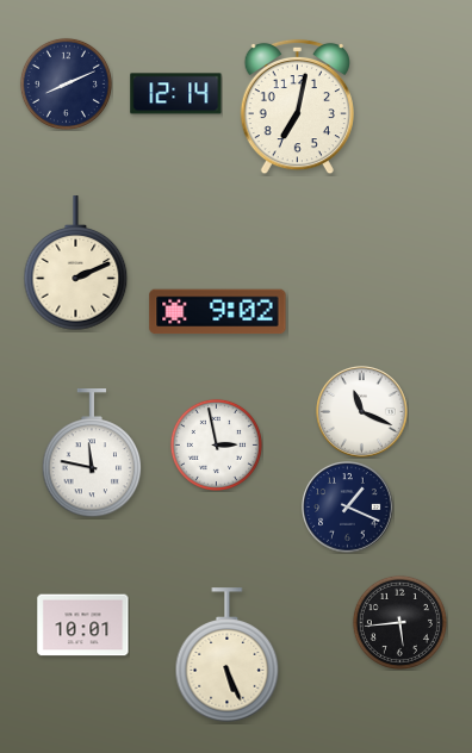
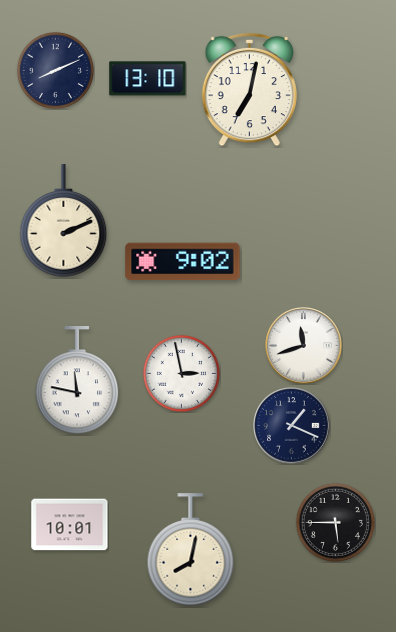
clock at (176, 94): 12:14 -> 13:10
clock at (362, 412): 11:19 -> 11:42
clock at (399, 622): 5:44 -> 5:45
clock at (228, 655): 5:26 -> 8:02
